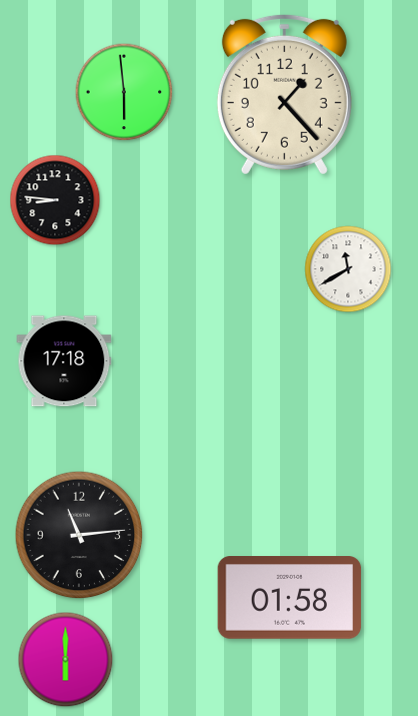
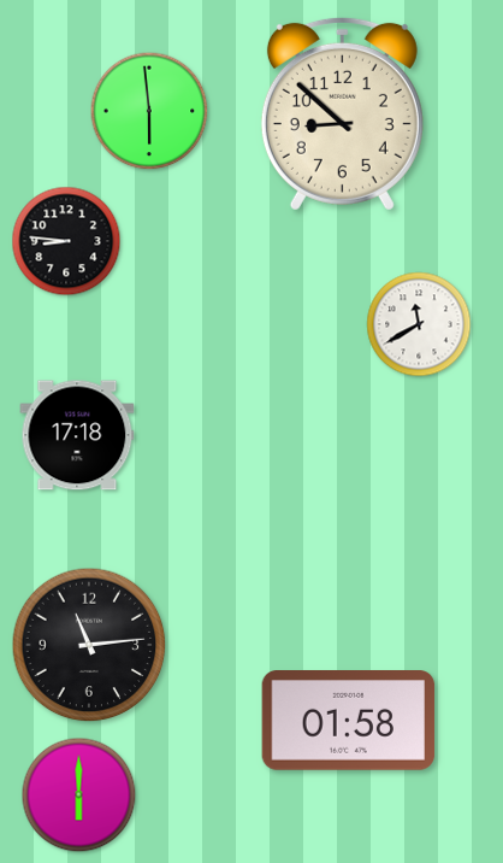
clock at (284, 94): 1:23 -> 8:52
clock at (79, 535) position: (79, 535) -> (89, 645)
